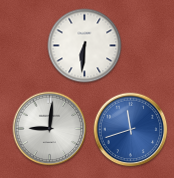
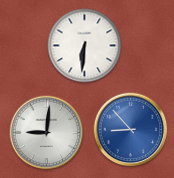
clock at (50, 129) position: (50, 129) -> (47, 133)
clock at (131, 130): 11:42 -> 8:53
